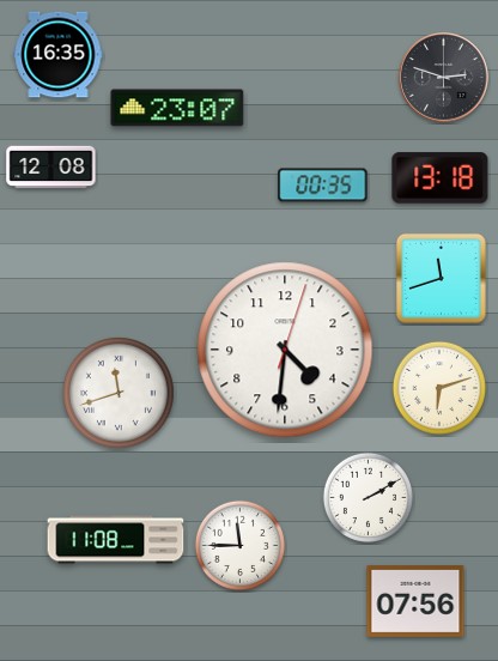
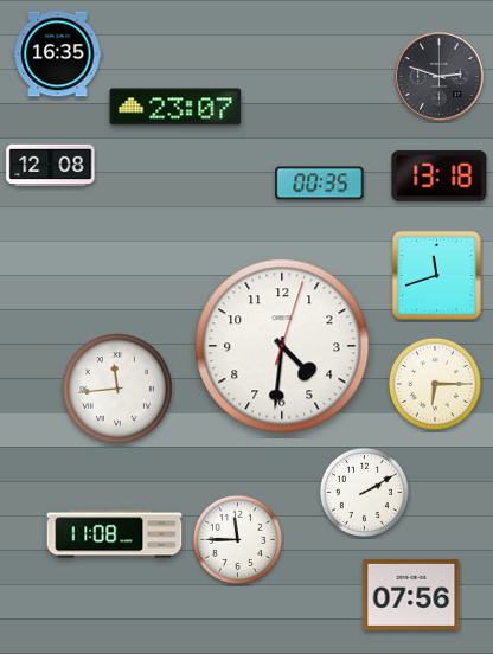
clock at (441, 178) position: (441, 178) -> (440, 177)
clock at (439, 388): 6:12 -> 6:15
clock at (119, 393): 11:42 -> 11:44
